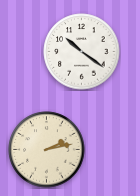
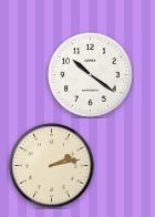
clock at (82, 52) position: (82, 52) -> (91, 75)
